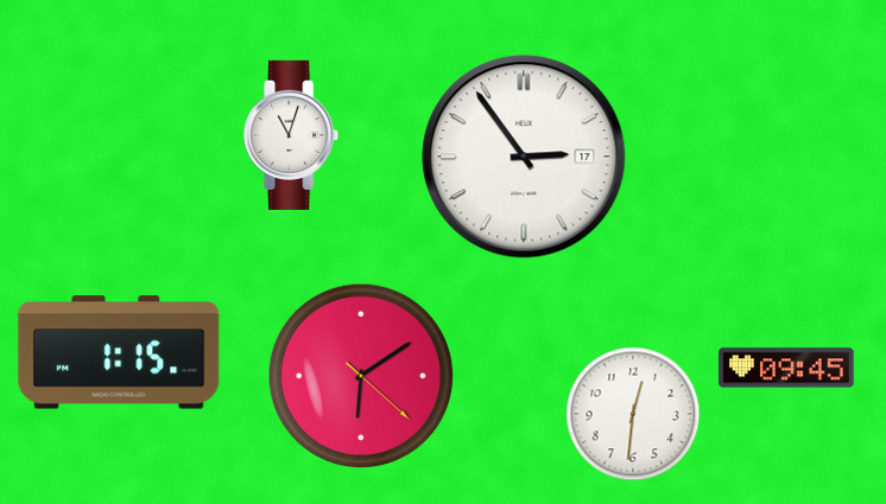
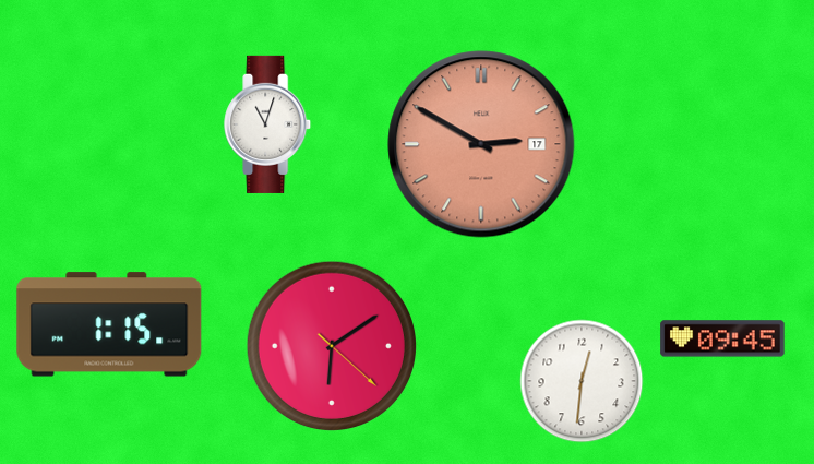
clock at (524, 157): 2:54 -> 2:50
clock at (524, 157) dial: white -> salmon
